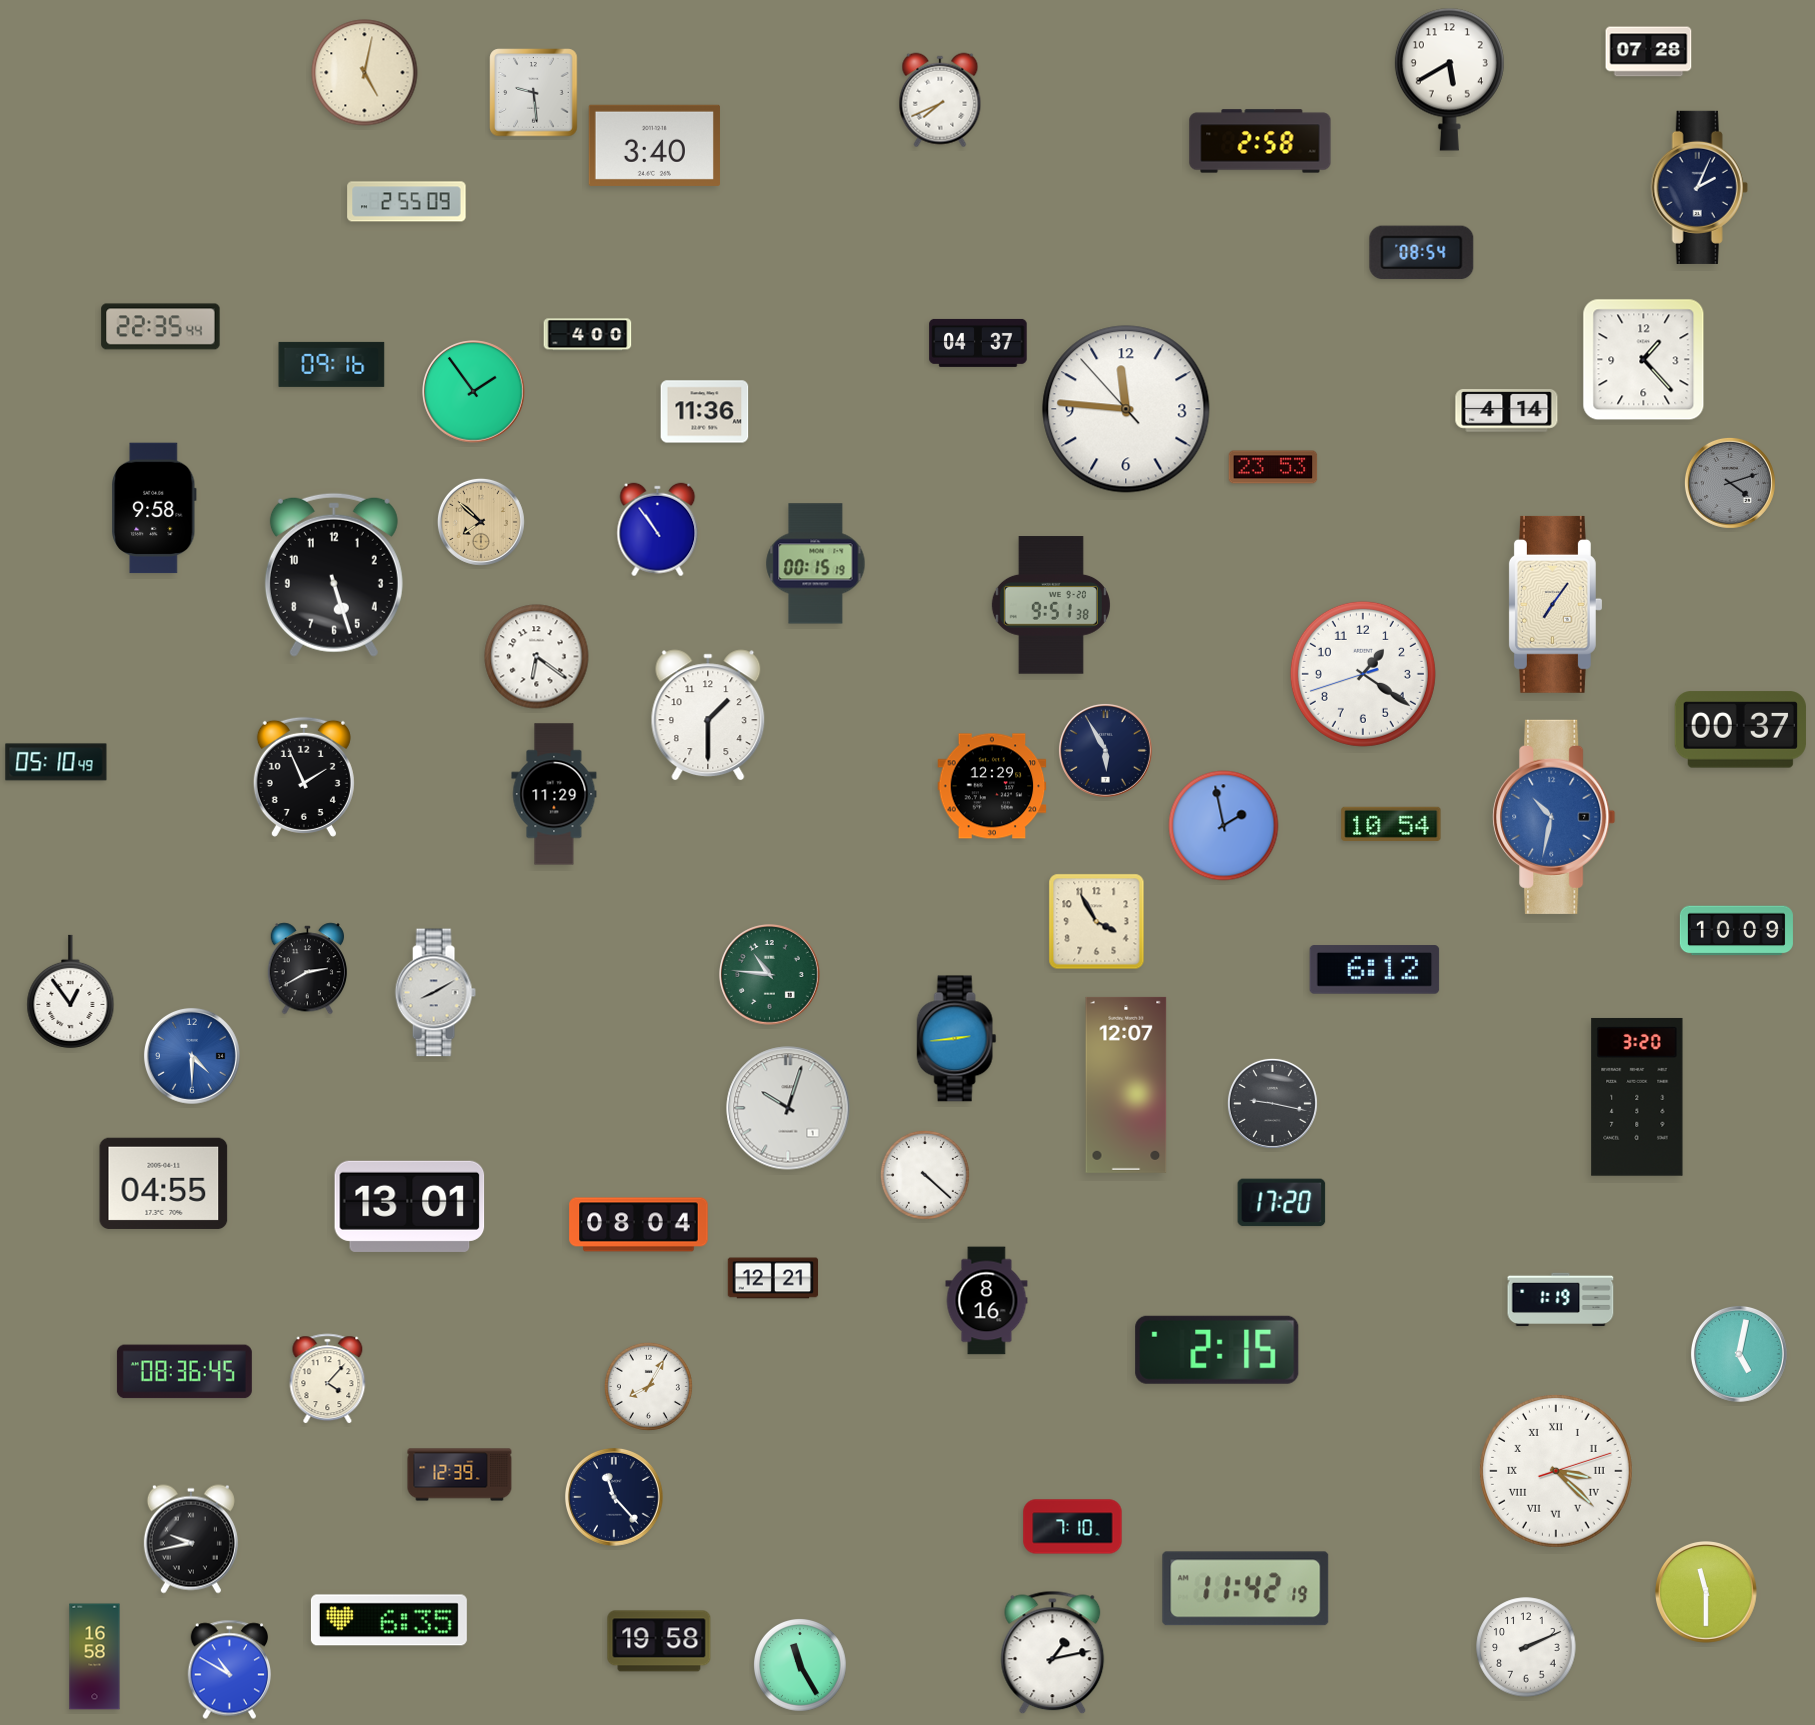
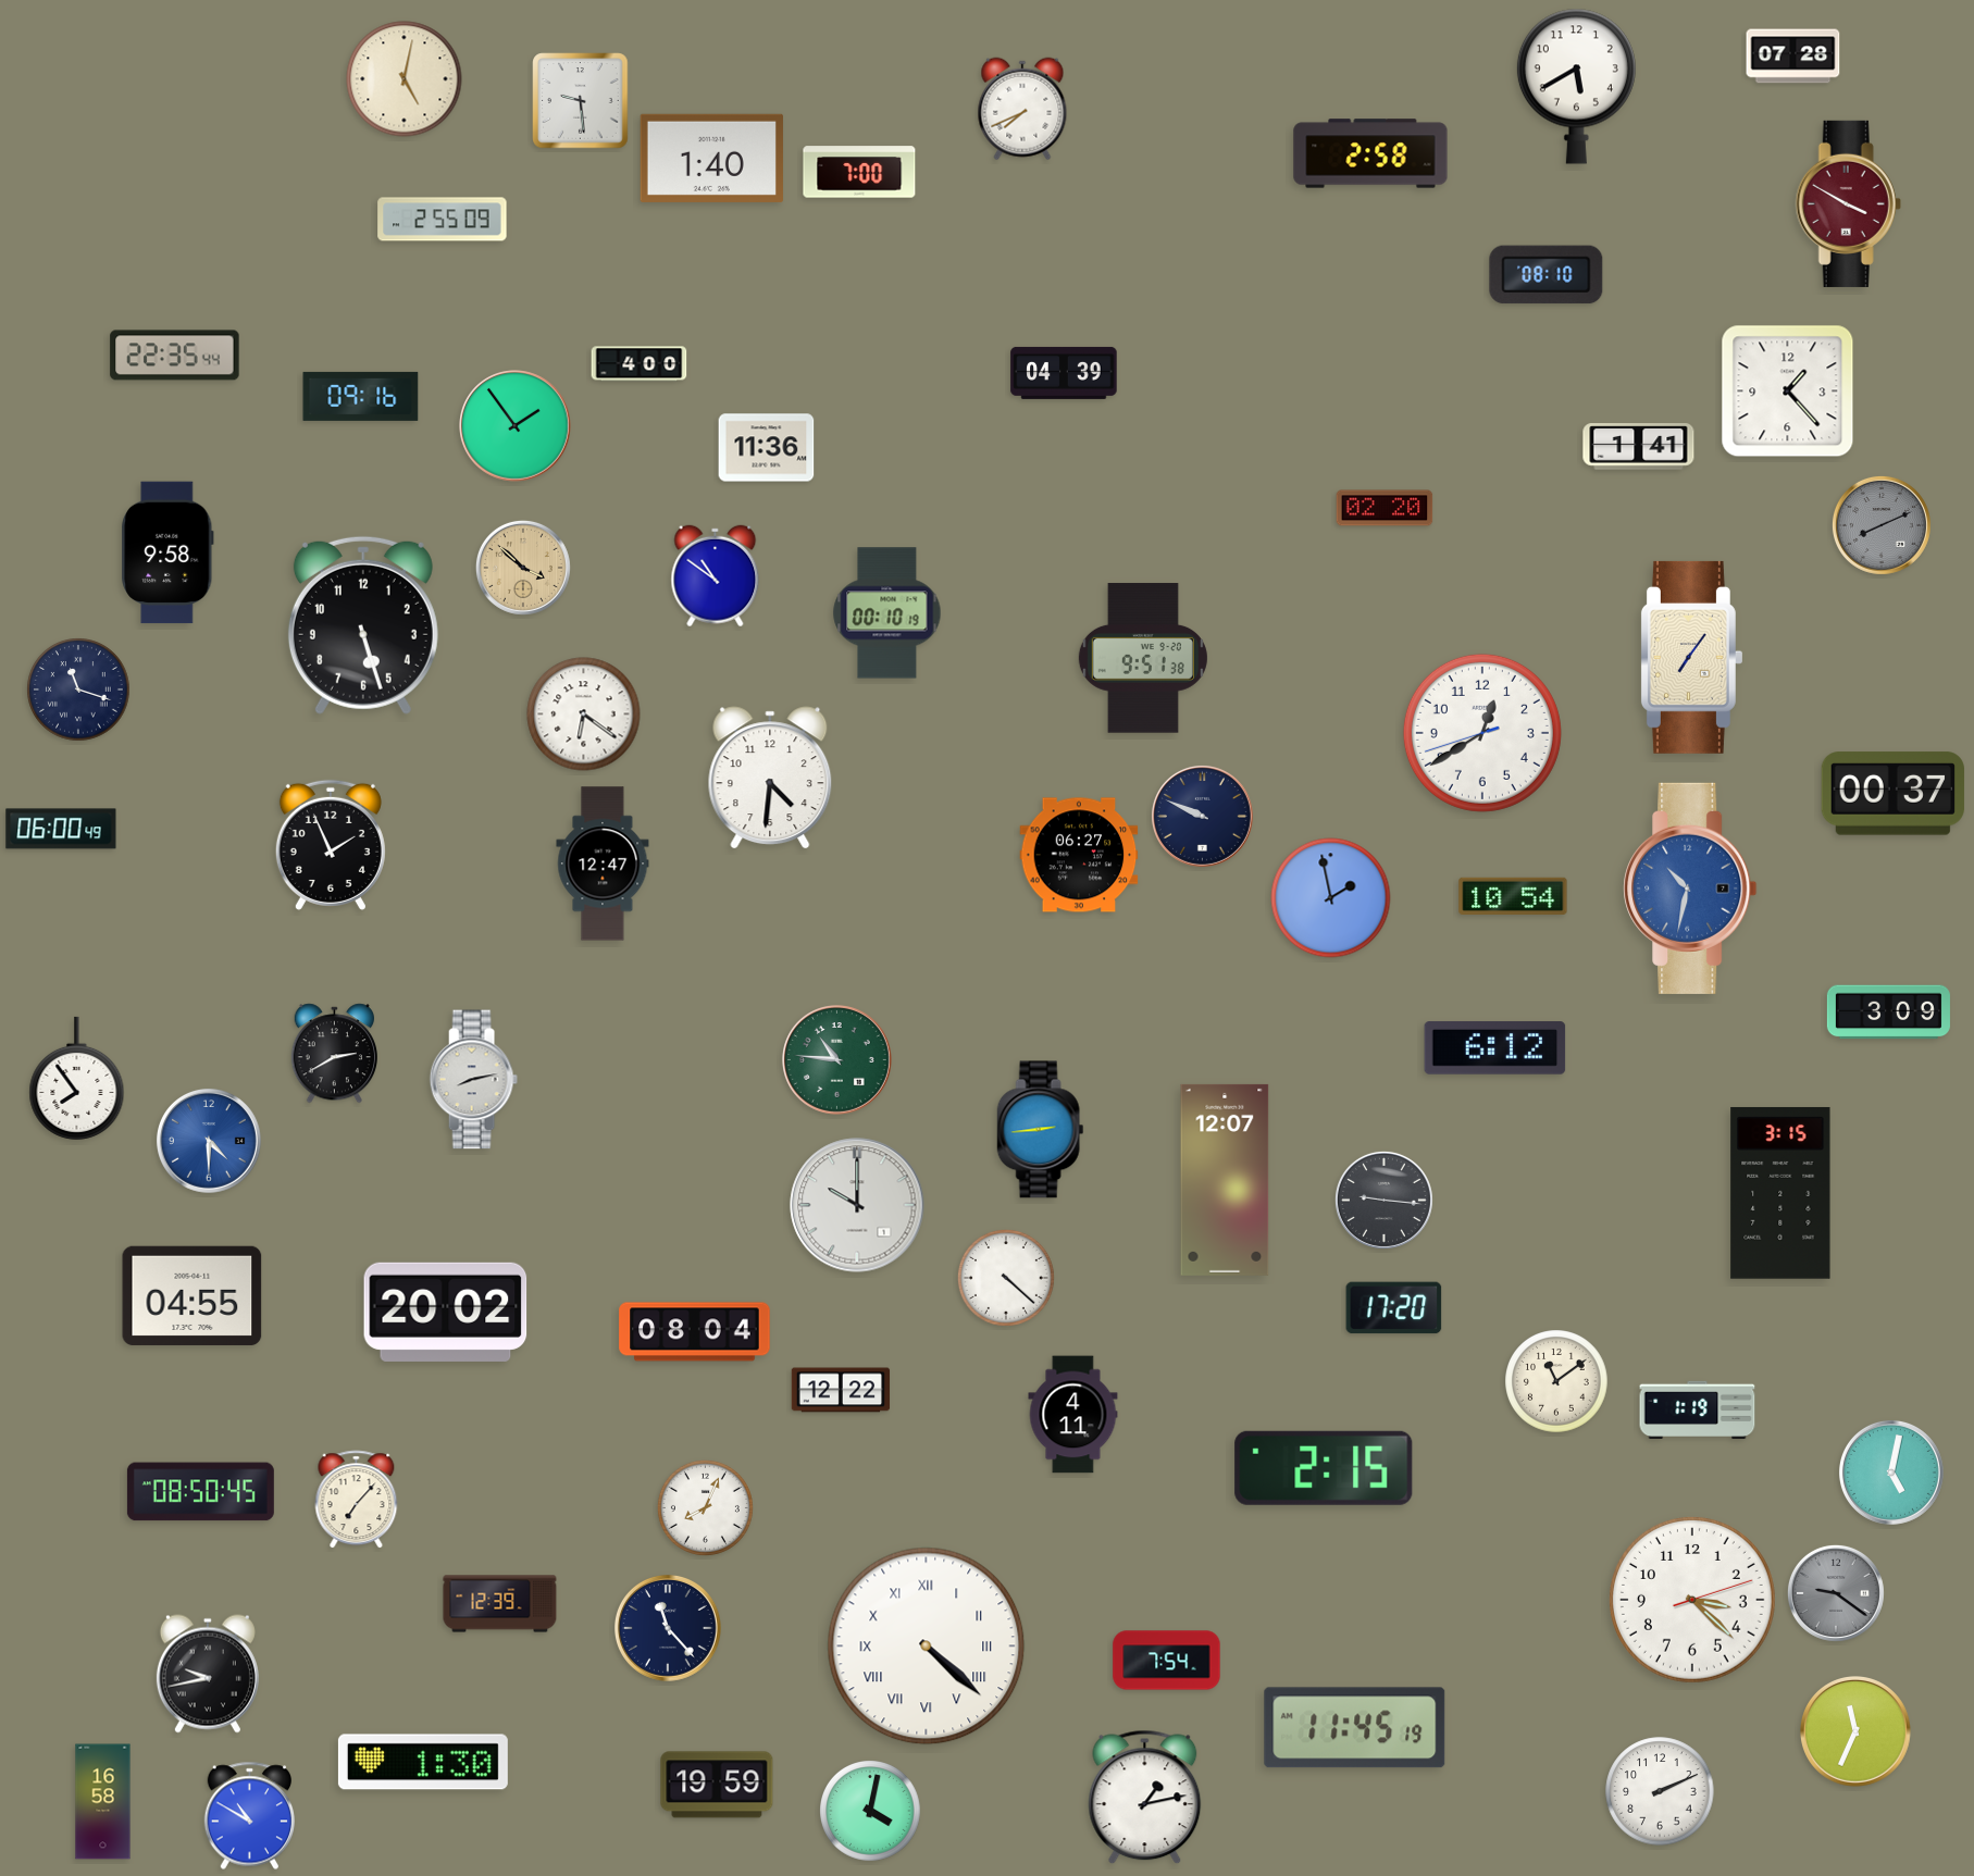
clock at (365, 73) position: (365, 73) -> (405, 79)
clock at (654, 145): 3:40 -> 1:40
clock at (859, 172): none -> 7:00
clock at (1699, 187): 2:04 -> 3:50
clock at (1699, 187) dial: navy -> burgundy
clock at (1422, 253): 08:54 -> 08:10
clock at (978, 343): 04:37 -> 04:39
clock at (1126, 409): 11:45 -> none
clock at (1507, 411): 4:14 -> 1:41
clock at (1273, 467): 23:53 -> 02:20
clock at (1730, 483): 4:12 -> 8:11
clock at (481, 522): 7:52 -> 3:52
clock at (658, 530): 10:54 -> 10:51
clock at (816, 564): 00:15 -> 00:10
clock at (78, 689): none -> 11:18
clock at (1363, 674): 1:20 -> 12:39
clock at (708, 715): 1:30 -> 4:31
clock at (1105, 750): 5:55 -> 9:49
clock at (56, 762): 05:10 -> 06:00
clock at (992, 786): 12:29 -> 06:27
clock at (554, 794): 11:29 -> 12:47
clock at (1097, 922): 3:55 -> none
clock at (1736, 931): 10:09 -> 3:09
clock at (1375, 970) position: (1375, 970) -> (1495, 1048)
clock at (71, 991): 12:54 -> 7:54
clock at (435, 993): 8:10 -> 8:13
clock at (192, 1056) position: (192, 1056) -> (209, 1141)
clock at (1637, 1097): 3:20 -> 3:15
clock at (1272, 1103): 9:17 -> 9:16
clock at (788, 1108): 10:03 -> 10:00
clock at (164, 1183) position: (164, 1183) -> (193, 1295)
clock at (410, 1206): 13:01 -> 20:02
clock at (1556, 1381): none -> 11:09
clock at (773, 1278): 12:21 -> 12:22
clock at (1561, 1300) position: (1561, 1300) -> (1698, 1411)
clock at (987, 1301): 8:16 -> 4:11
clock at (184, 1372): 08:36 -> 08:50
clock at (328, 1379): 4:07 -> 7:07
clock at (648, 1386): 8:05 -> 8:04
clock at (1836, 1593): none -> 9:21
clock at (1556, 1471) numerals: Roman -> Arabic
clock at (927, 1647): none -> 4:22
clock at (1073, 1527): 7:10 -> 7:54
clock at (1246, 1589): 11:42 -> 11:45
clock at (1707, 1593): 11:30 -> 11:34
clock at (389, 1620): 6:35 -> 1:30
clock at (659, 1641): 19:58 -> 19:59
clock at (801, 1666): 11:25 -> 4:02
